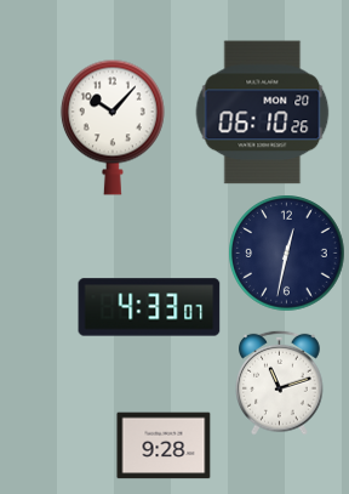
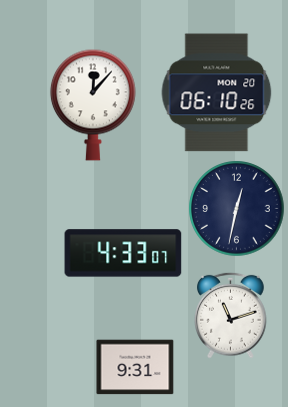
clock at (113, 127): 10:07 -> 12:07
clock at (164, 445): 9:28 -> 9:31
